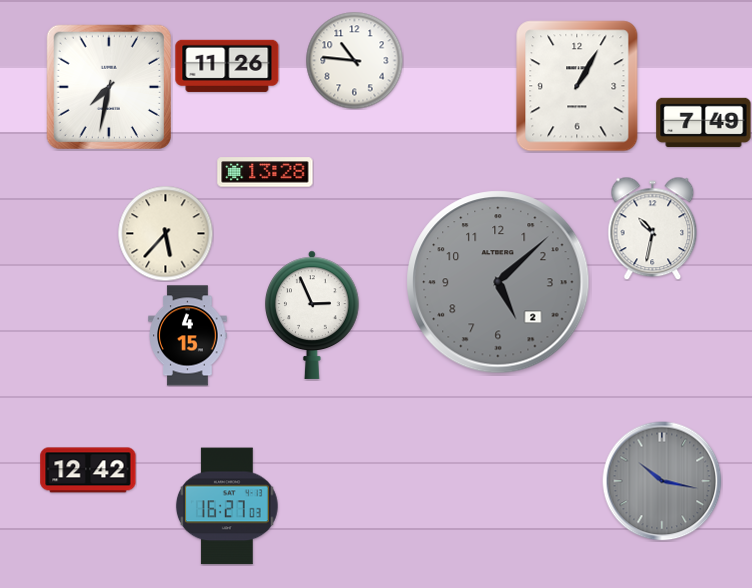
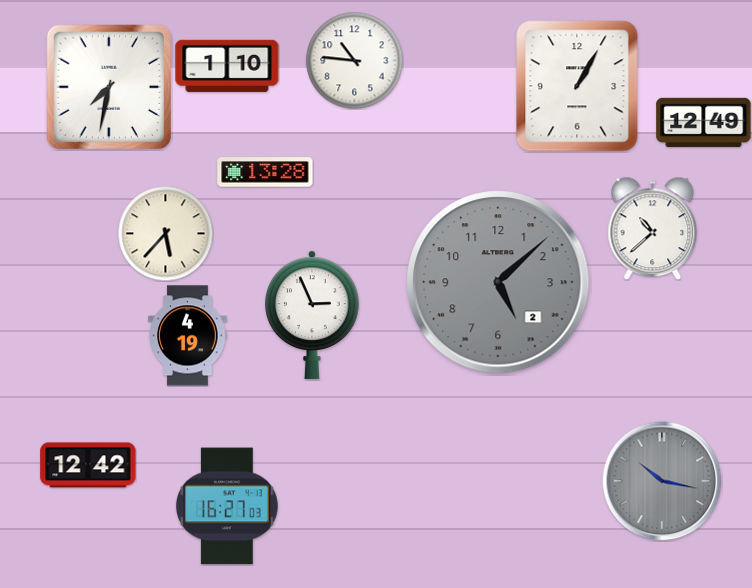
clock at (227, 66): 11:26 -> 1:10
clock at (704, 122): 7:49 -> 12:49
clock at (653, 228): 10:32 -> 10:38
clock at (188, 336): 4:15 -> 4:19
clock at (88, 470) position: (88, 470) -> (88, 465)
